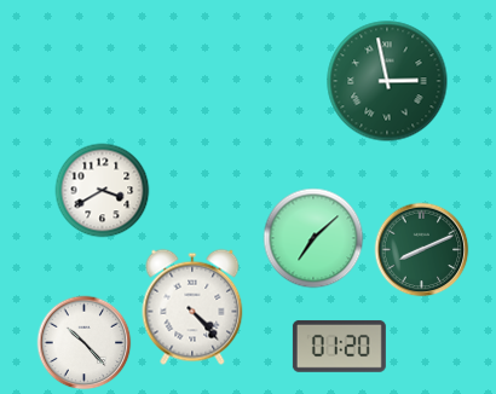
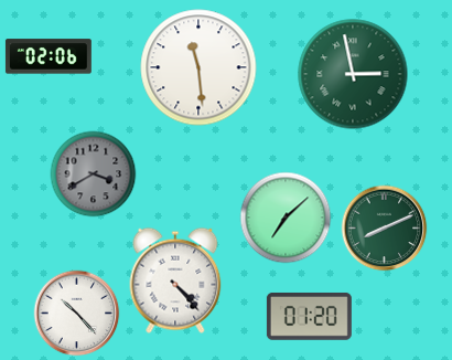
clock at (49, 56): none -> 02:06
clock at (198, 67): none -> 11:29
clock at (102, 190) dial: white -> grey
